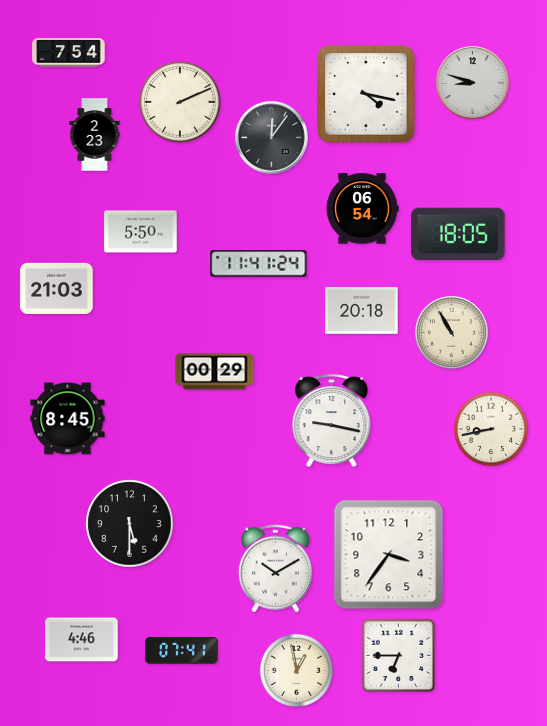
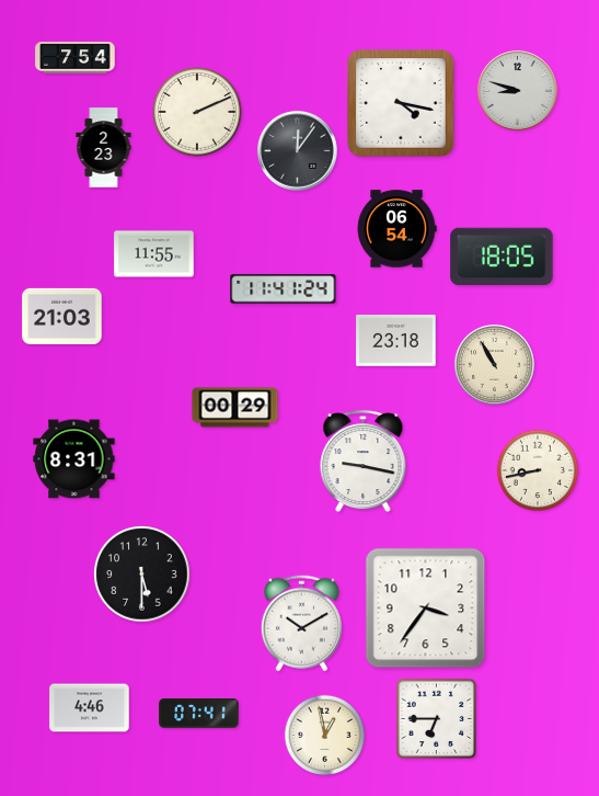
clock at (141, 232): 5:50 -> 11:55
clock at (362, 311): 20:18 -> 23:18
clock at (68, 419): 8:45 -> 8:31
clock at (82, 640) position: (82, 640) -> (90, 708)
